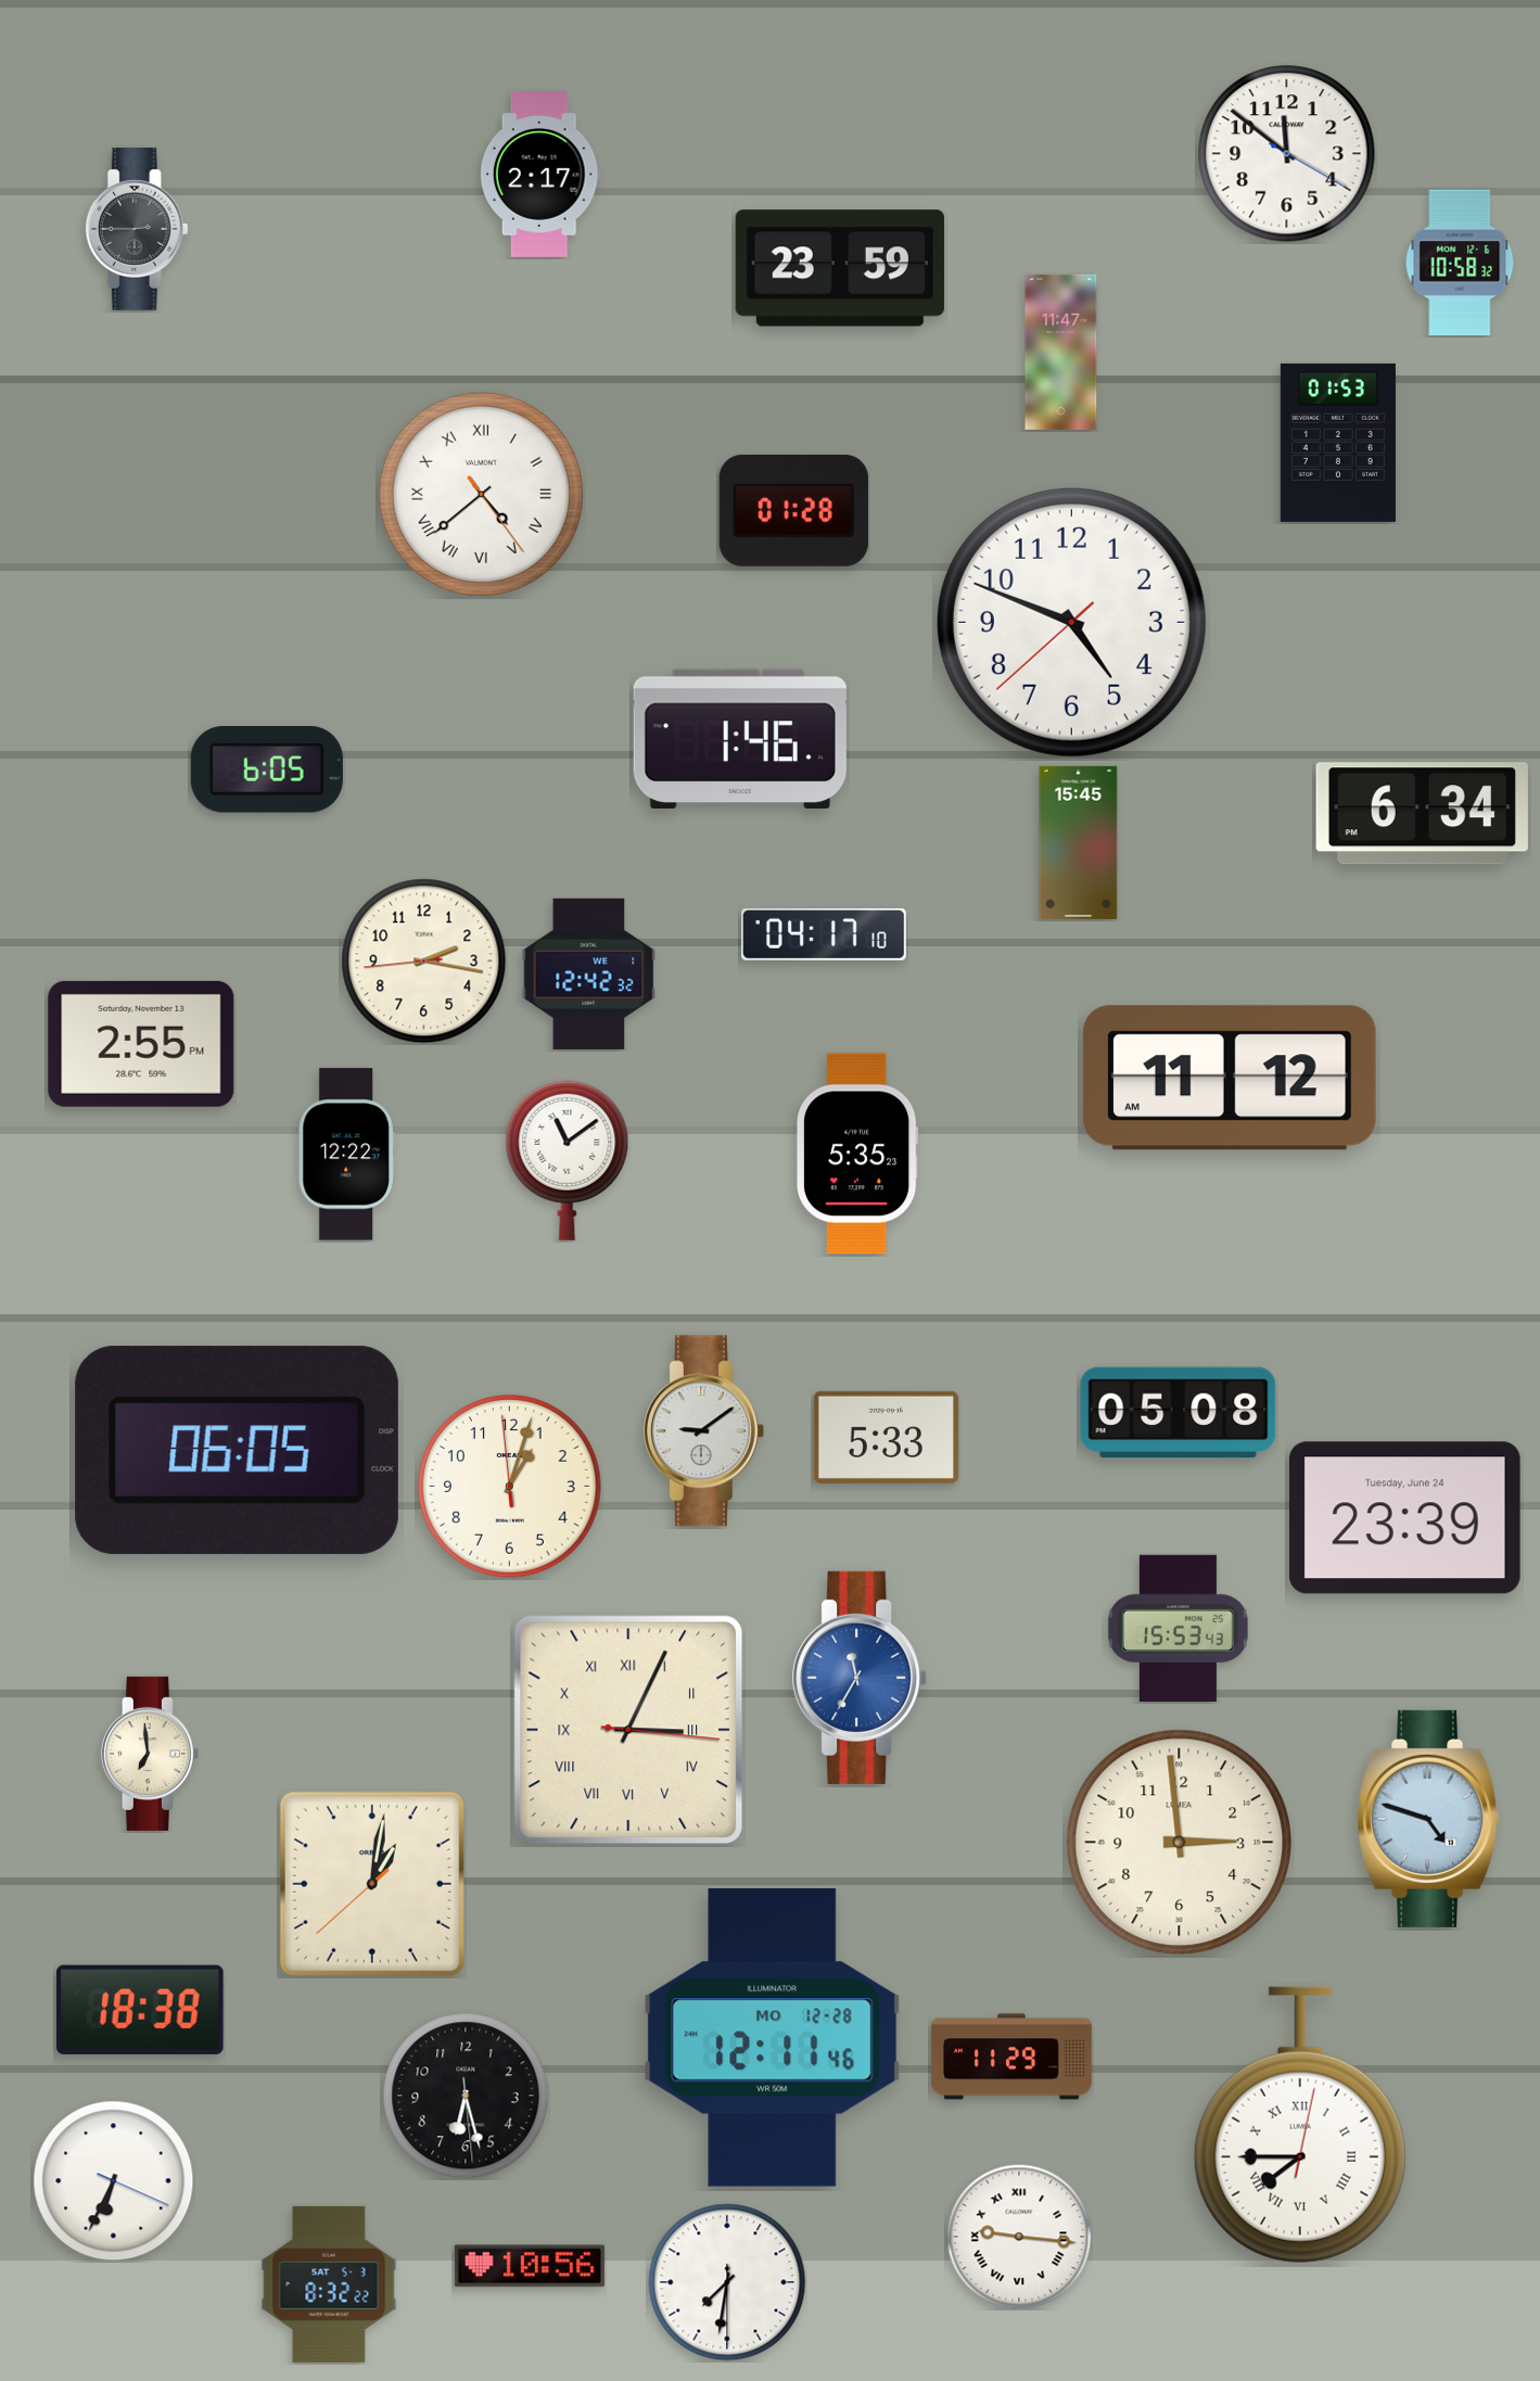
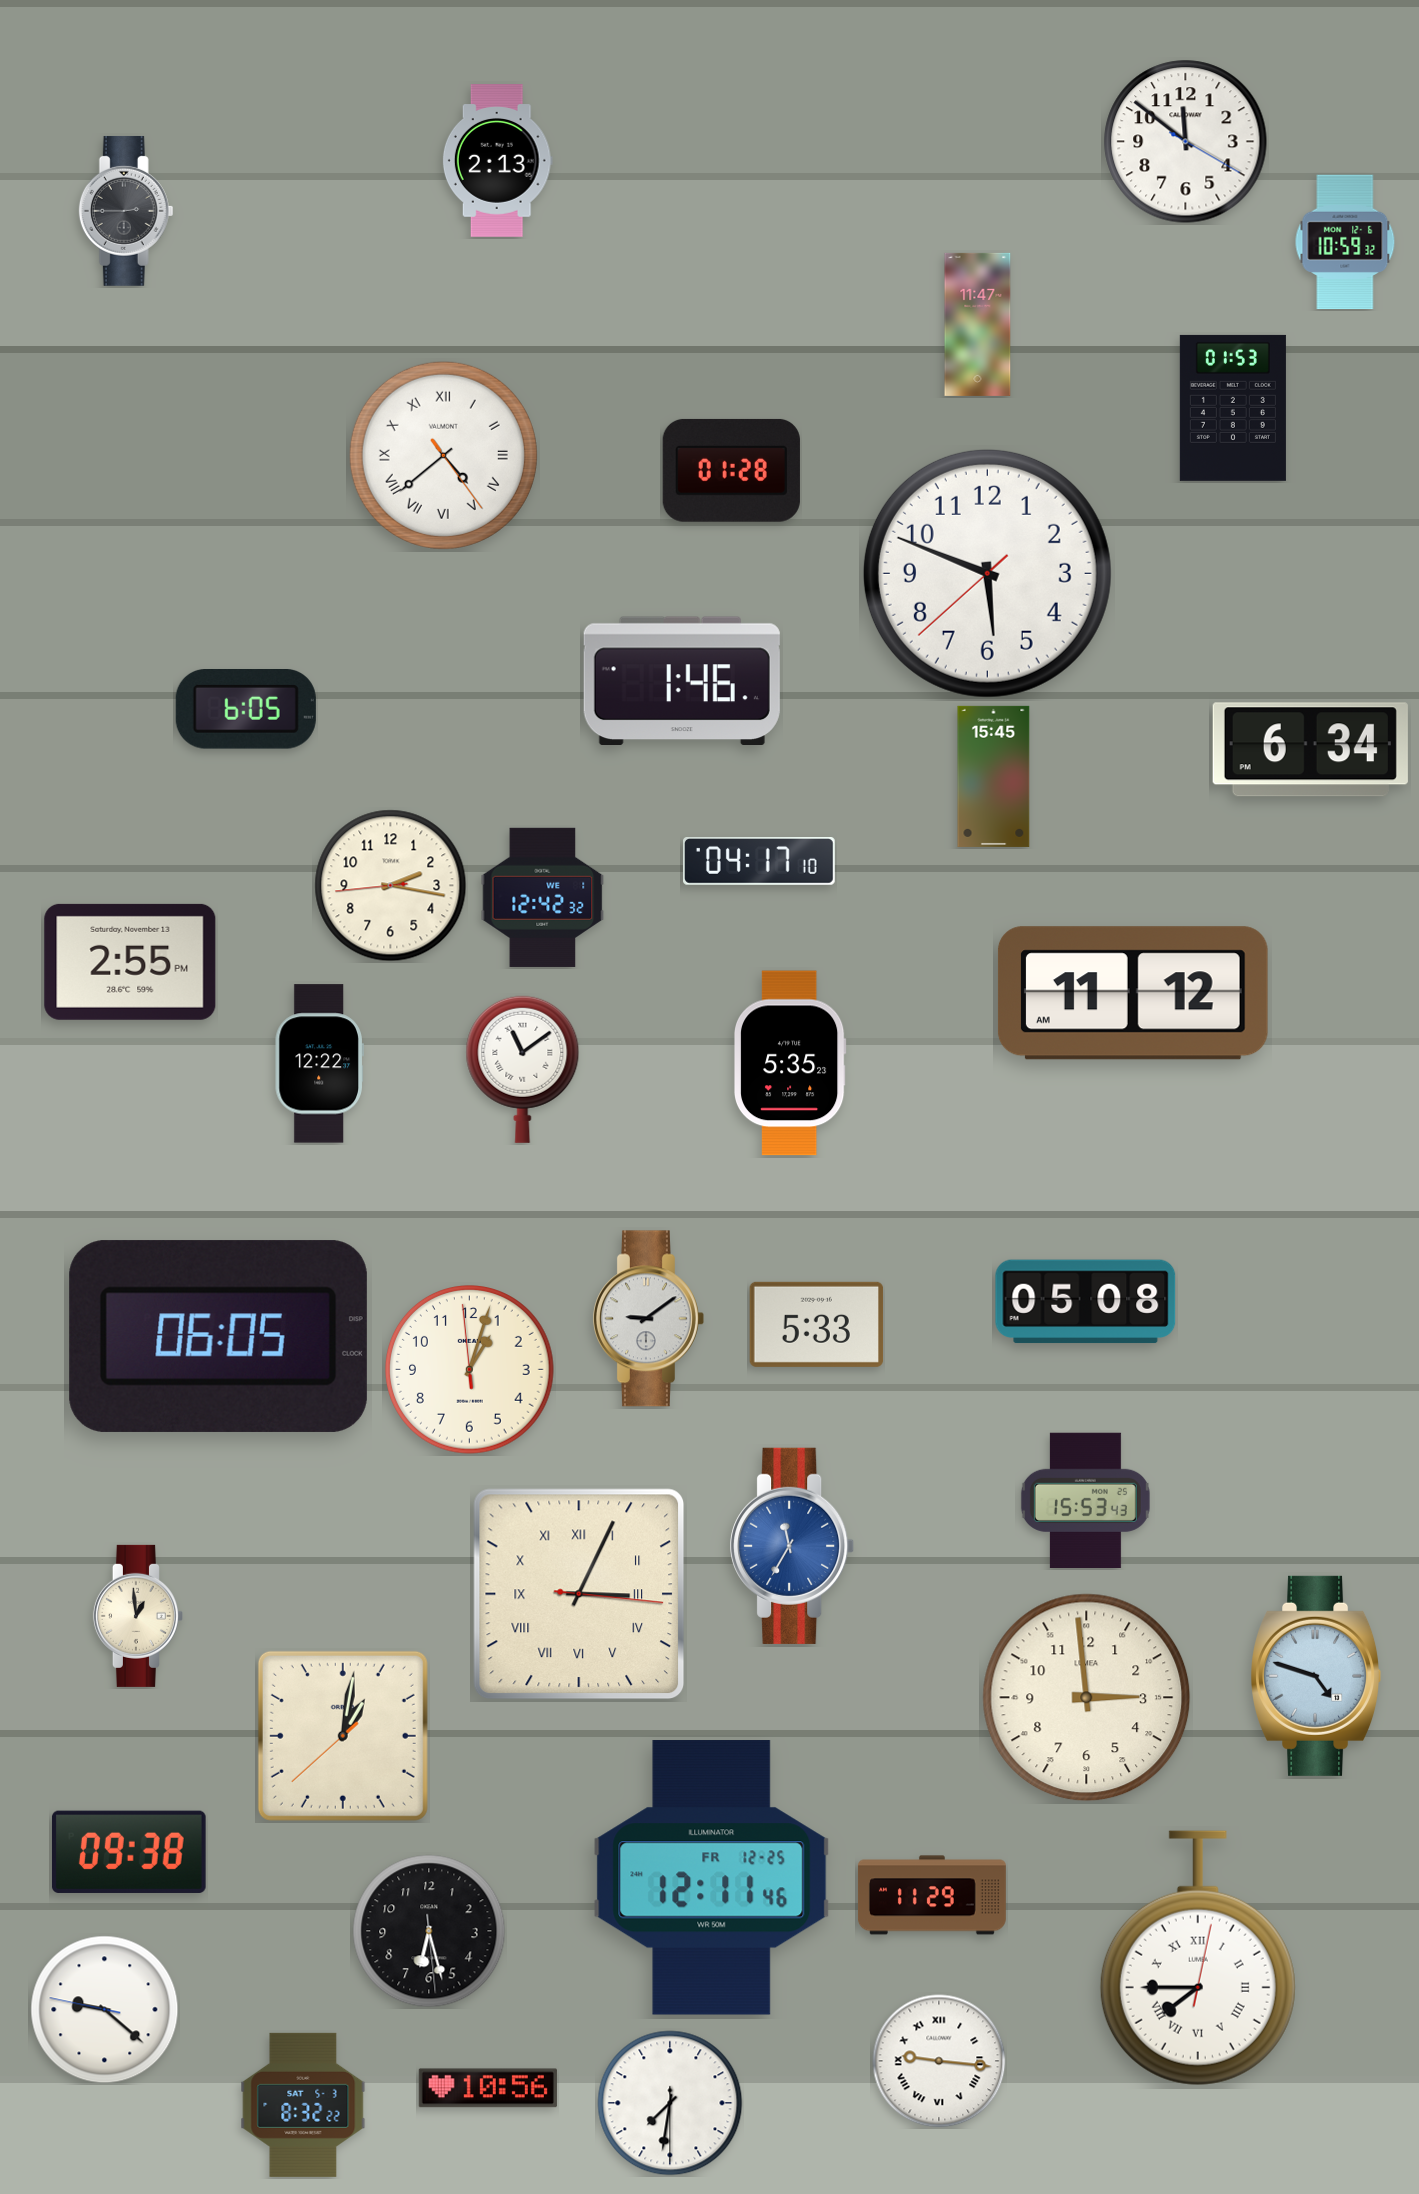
clock at (539, 175): 2:17 -> 2:13
clock at (1460, 263): 10:58 -> 10:59
clock at (840, 268): 23:59 -> none
clock at (1071, 622): 4:48 -> 5:48
clock at (1404, 1518): 23:39 -> none
clock at (150, 1754): 6:59 -> 12:59
clock at (140, 2010): 18:38 -> 09:38
clock at (773, 2038) date: MO 12-28 -> FR 12-25
clock at (114, 2181): 6:34 -> 9:21
